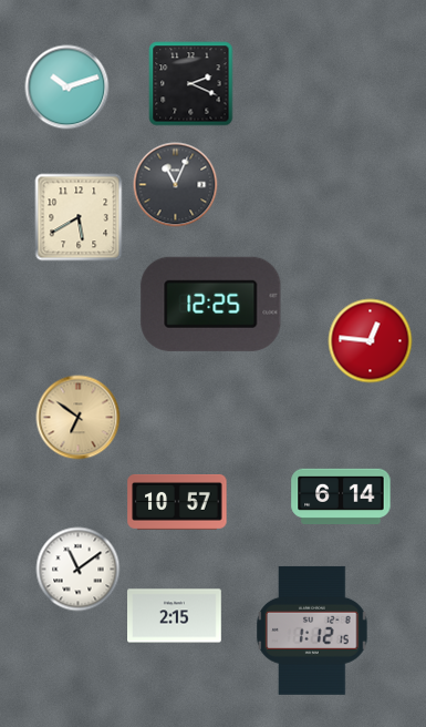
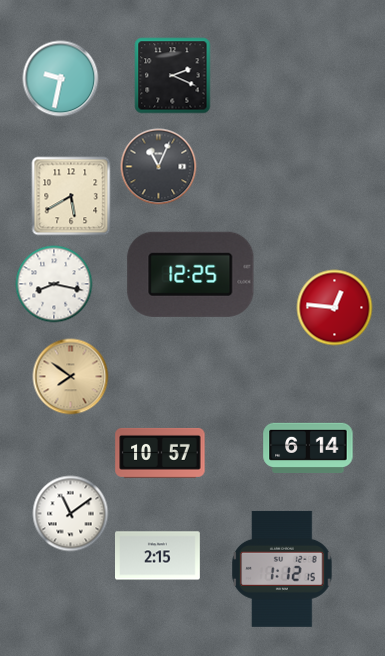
clock at (67, 88): 10:12 -> 9:32
clock at (54, 284): none -> 8:17
clock at (79, 418): 6:51 -> 7:51
